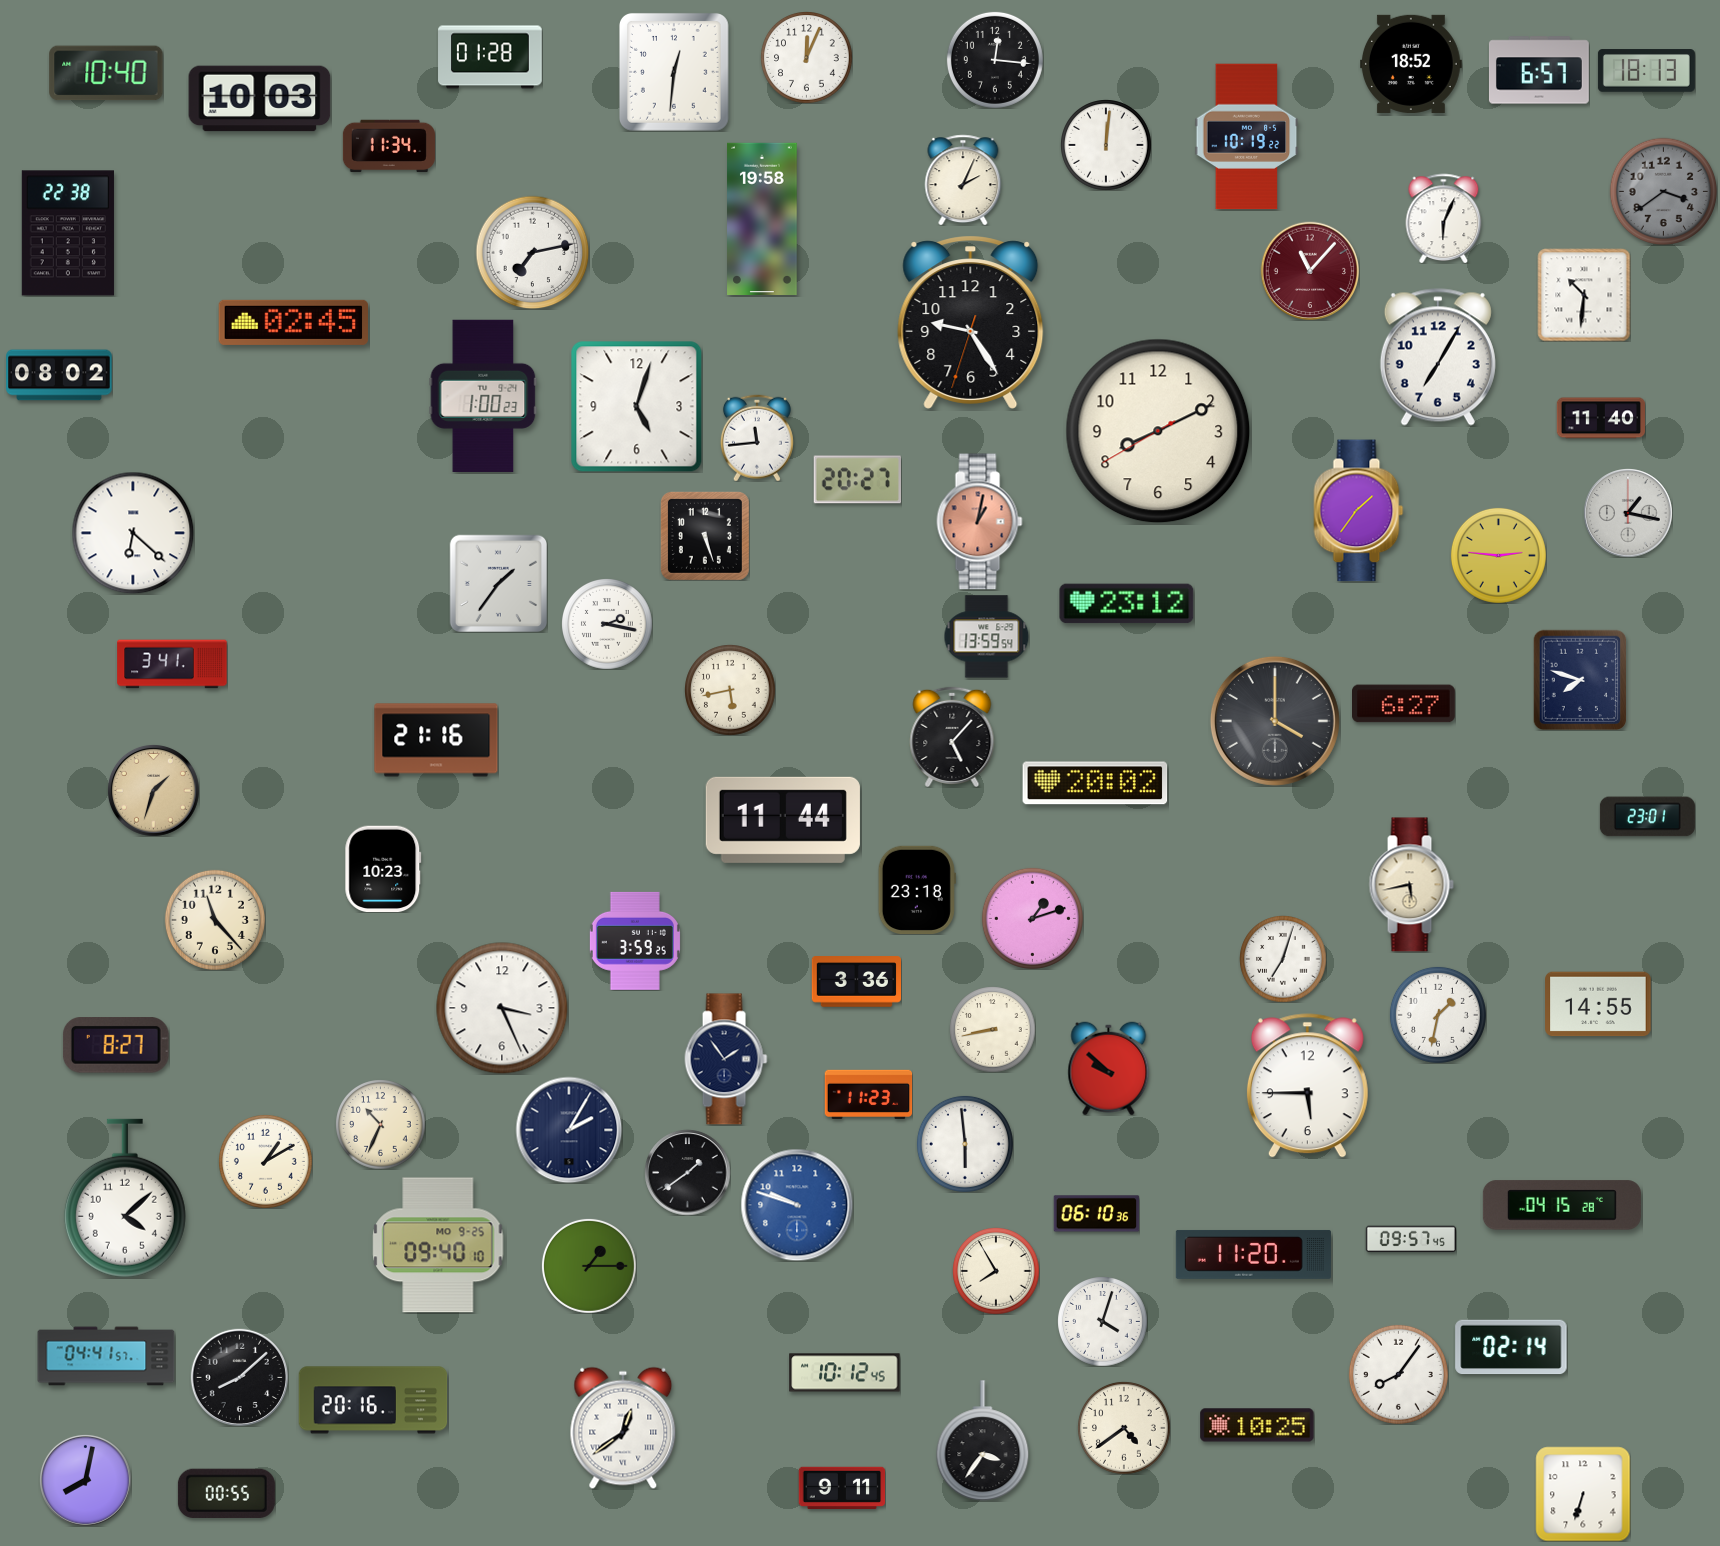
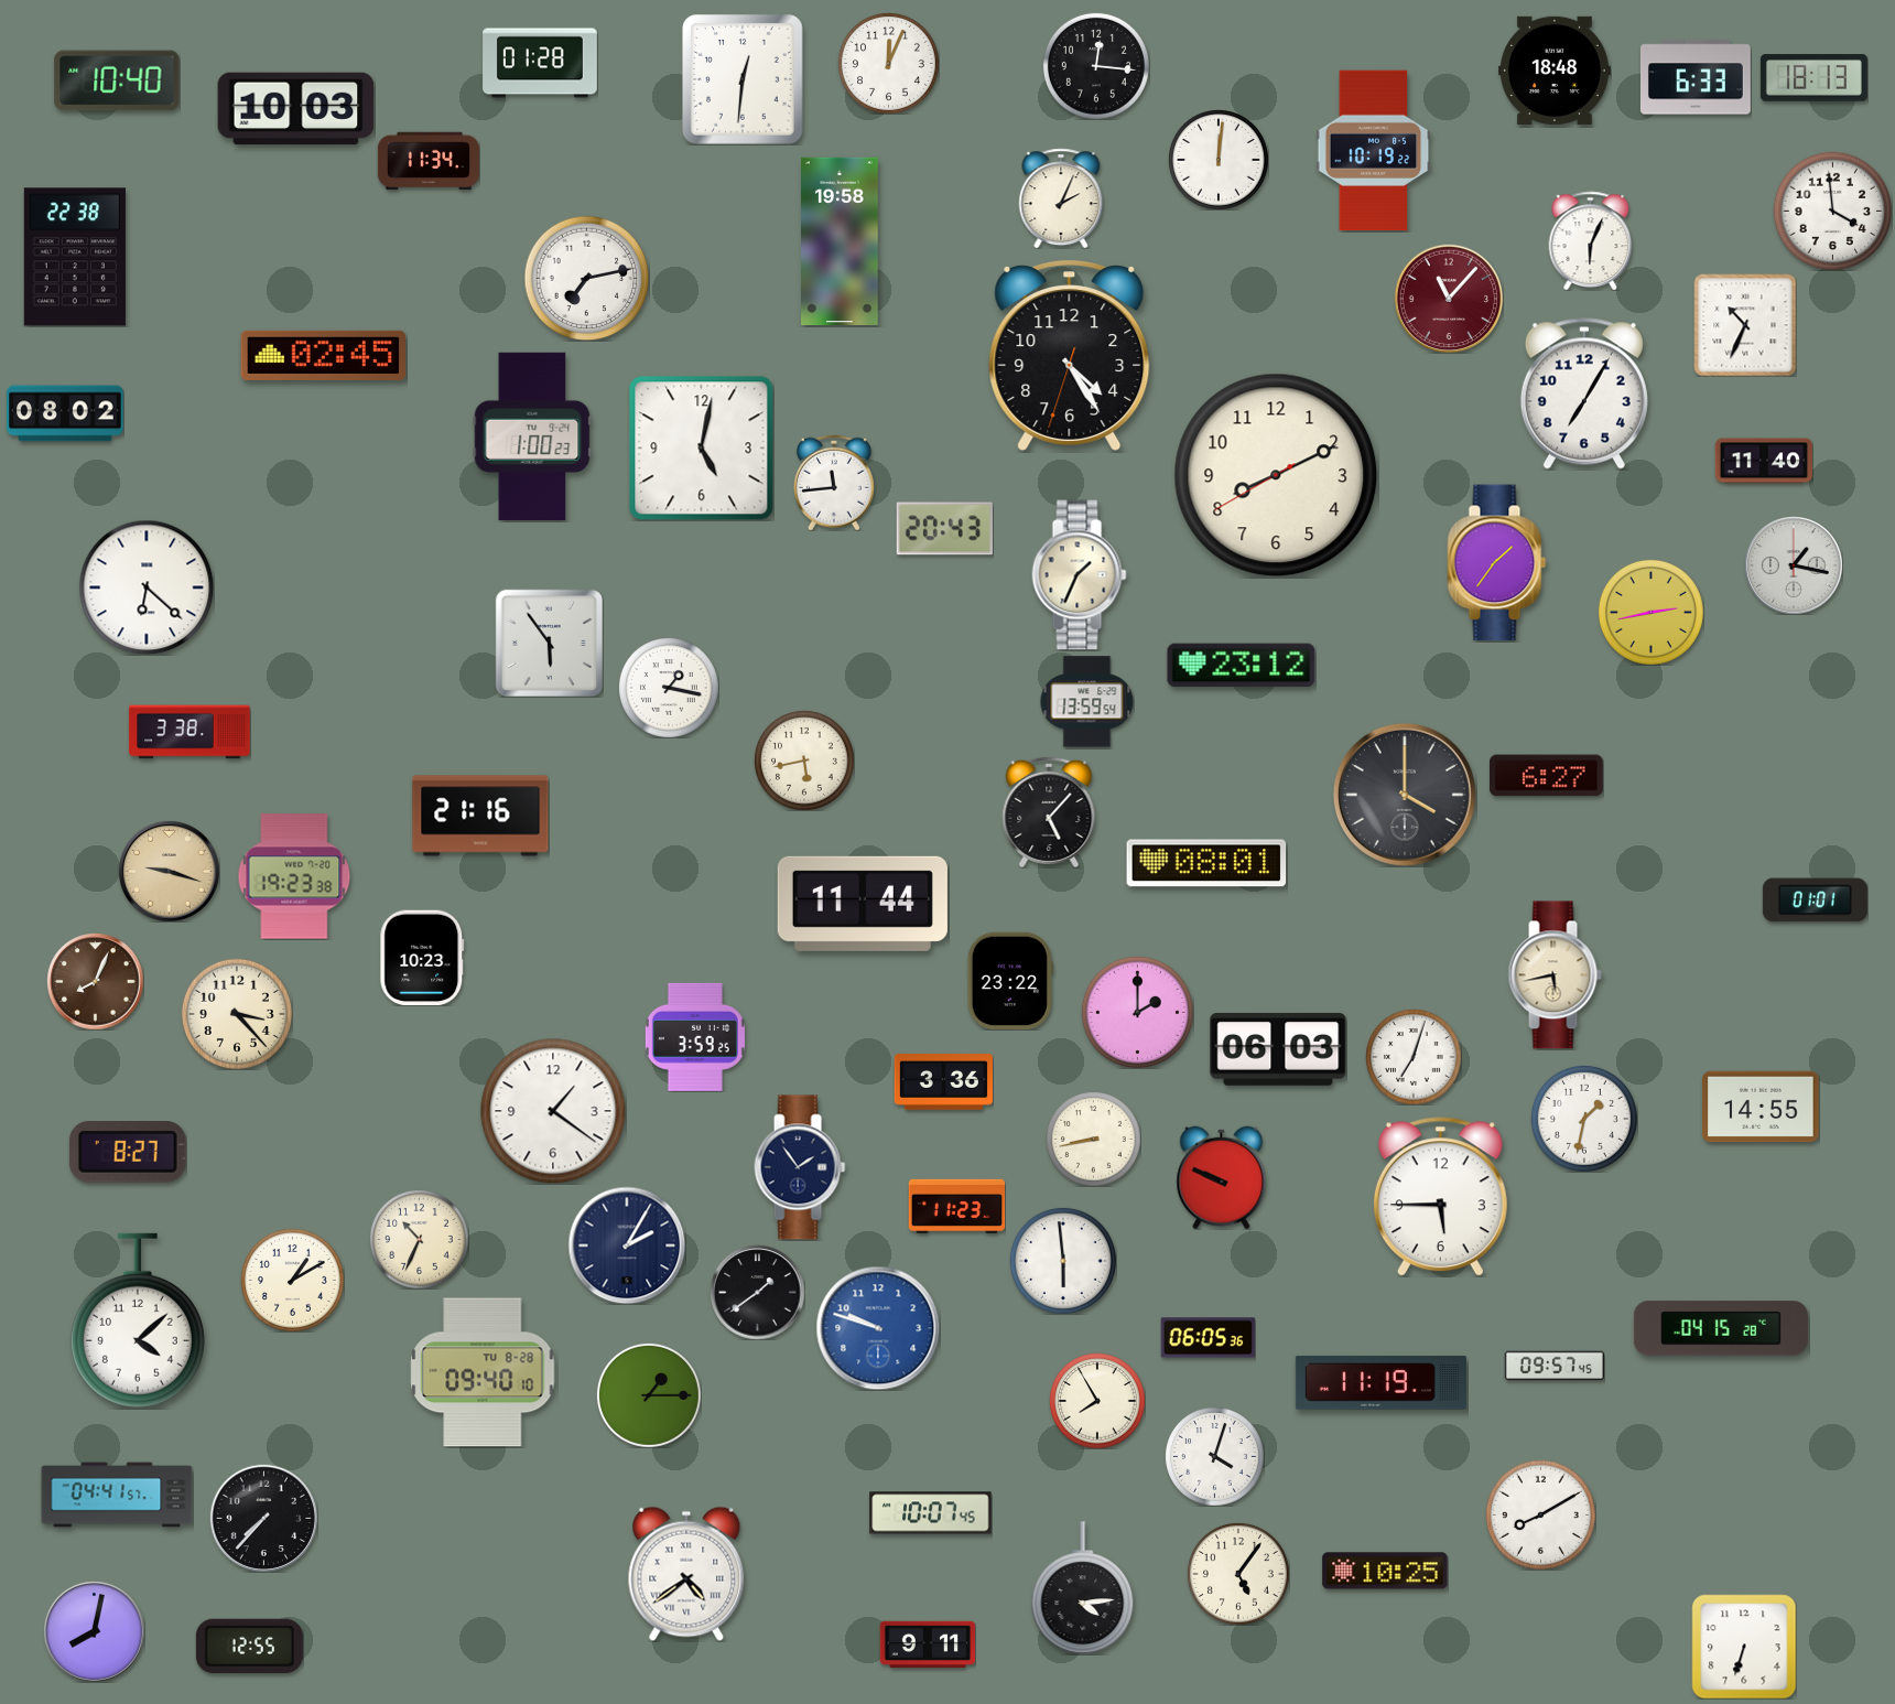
clock at (1412, 64): 18:52 -> 18:48
clock at (1539, 70): 6:57 -> 6:33
clock at (260, 99) position: (260, 99) -> (296, 109)
clock at (1663, 191): 3:39 -> 3:59
clock at (1663, 191) dial: grey -> white
clock at (1309, 270) position: (1309, 270) -> (1448, 298)
clock at (1584, 295): 10:31 -> 10:34
clock at (971, 322): 9:24 -> 4:24
clock at (637, 407): 5:03 -> 5:02
clock at (857, 480): 20:27 -> 20:43
clock at (980, 522): 1:02 -> 1:34
clock at (980, 522) dial: salmon -> cream
clock at (705, 536): 5:27 -> none
clock at (1498, 555): 2:46 -> 2:43
clock at (498, 583): 1:36 -> 5:54
clock at (607, 624): 2:17 -> 1:17
clock at (172, 664): 3:41 -> 3:38
clock at (1579, 679): 7:48 -> none
clock at (1095, 783): 20:02 -> 08:01
clock at (153, 790): 1:33 -> 9:18
clock at (294, 876): none -> 19:23
clock at (1647, 817): 23:01 -> 01:01
clock at (917, 889): 23:18 -> 23:22
clock at (95, 981): none -> 8:04
clock at (1032, 918): 1:12 -> 2:00
clock at (215, 920): 11:23 -> 3:23
clock at (635, 941) position: (635, 941) -> (695, 1037)
clock at (1278, 1049): none -> 06:03
clock at (502, 1008): 3:26 -> 1:21
clock at (992, 1029) position: (992, 1029) -> (1093, 1139)
clock at (1109, 1068): 9:52 -> 9:49
clock at (1096, 1214): 06:10 -> 06:05
clock at (438, 1245) date: MO 9-25 -> TU 8-28
clock at (1253, 1254): 11:20 -> 11:19
clock at (1511, 1347): 02:14 -> none
clock at (845, 1373): 10:12 -> 10:07
clock at (1398, 1374): 8:06 -> 8:10
clock at (239, 1377): 8:08 -> 7:37
clock at (373, 1400): 20:16 -> none
clock at (623, 1428): 12:39 -> 4:39
clock at (1124, 1428): 4:39 -> 5:06
clock at (983, 1440): 3:36 -> 4:14
clock at (842, 1488) position: (842, 1488) -> (928, 1644)
clock at (226, 1493): 00:55 -> 12:55
